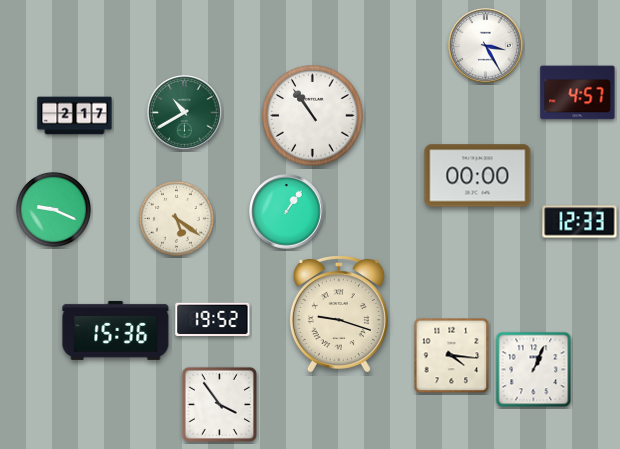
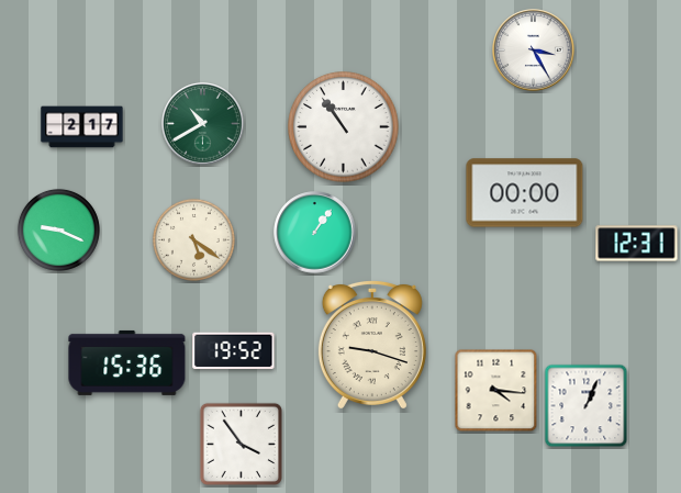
clock at (578, 93): 4:57 -> none
clock at (580, 222): 12:33 -> 12:31
